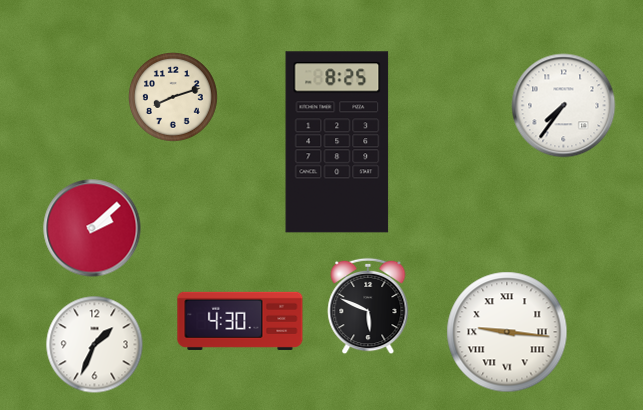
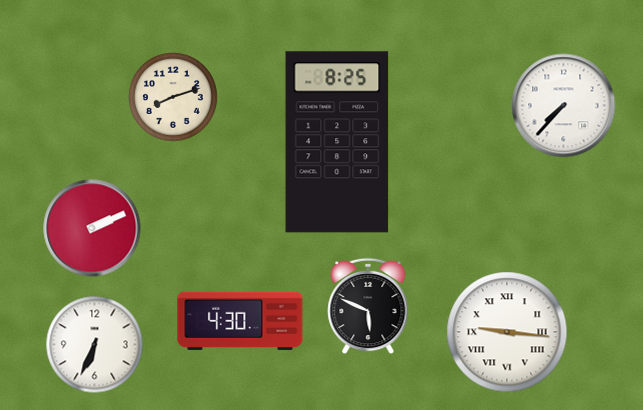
clock at (564, 106): 7:36 -> 7:37
clock at (92, 228): 2:08 -> 2:11
clock at (95, 345): 1:34 -> 6:34
